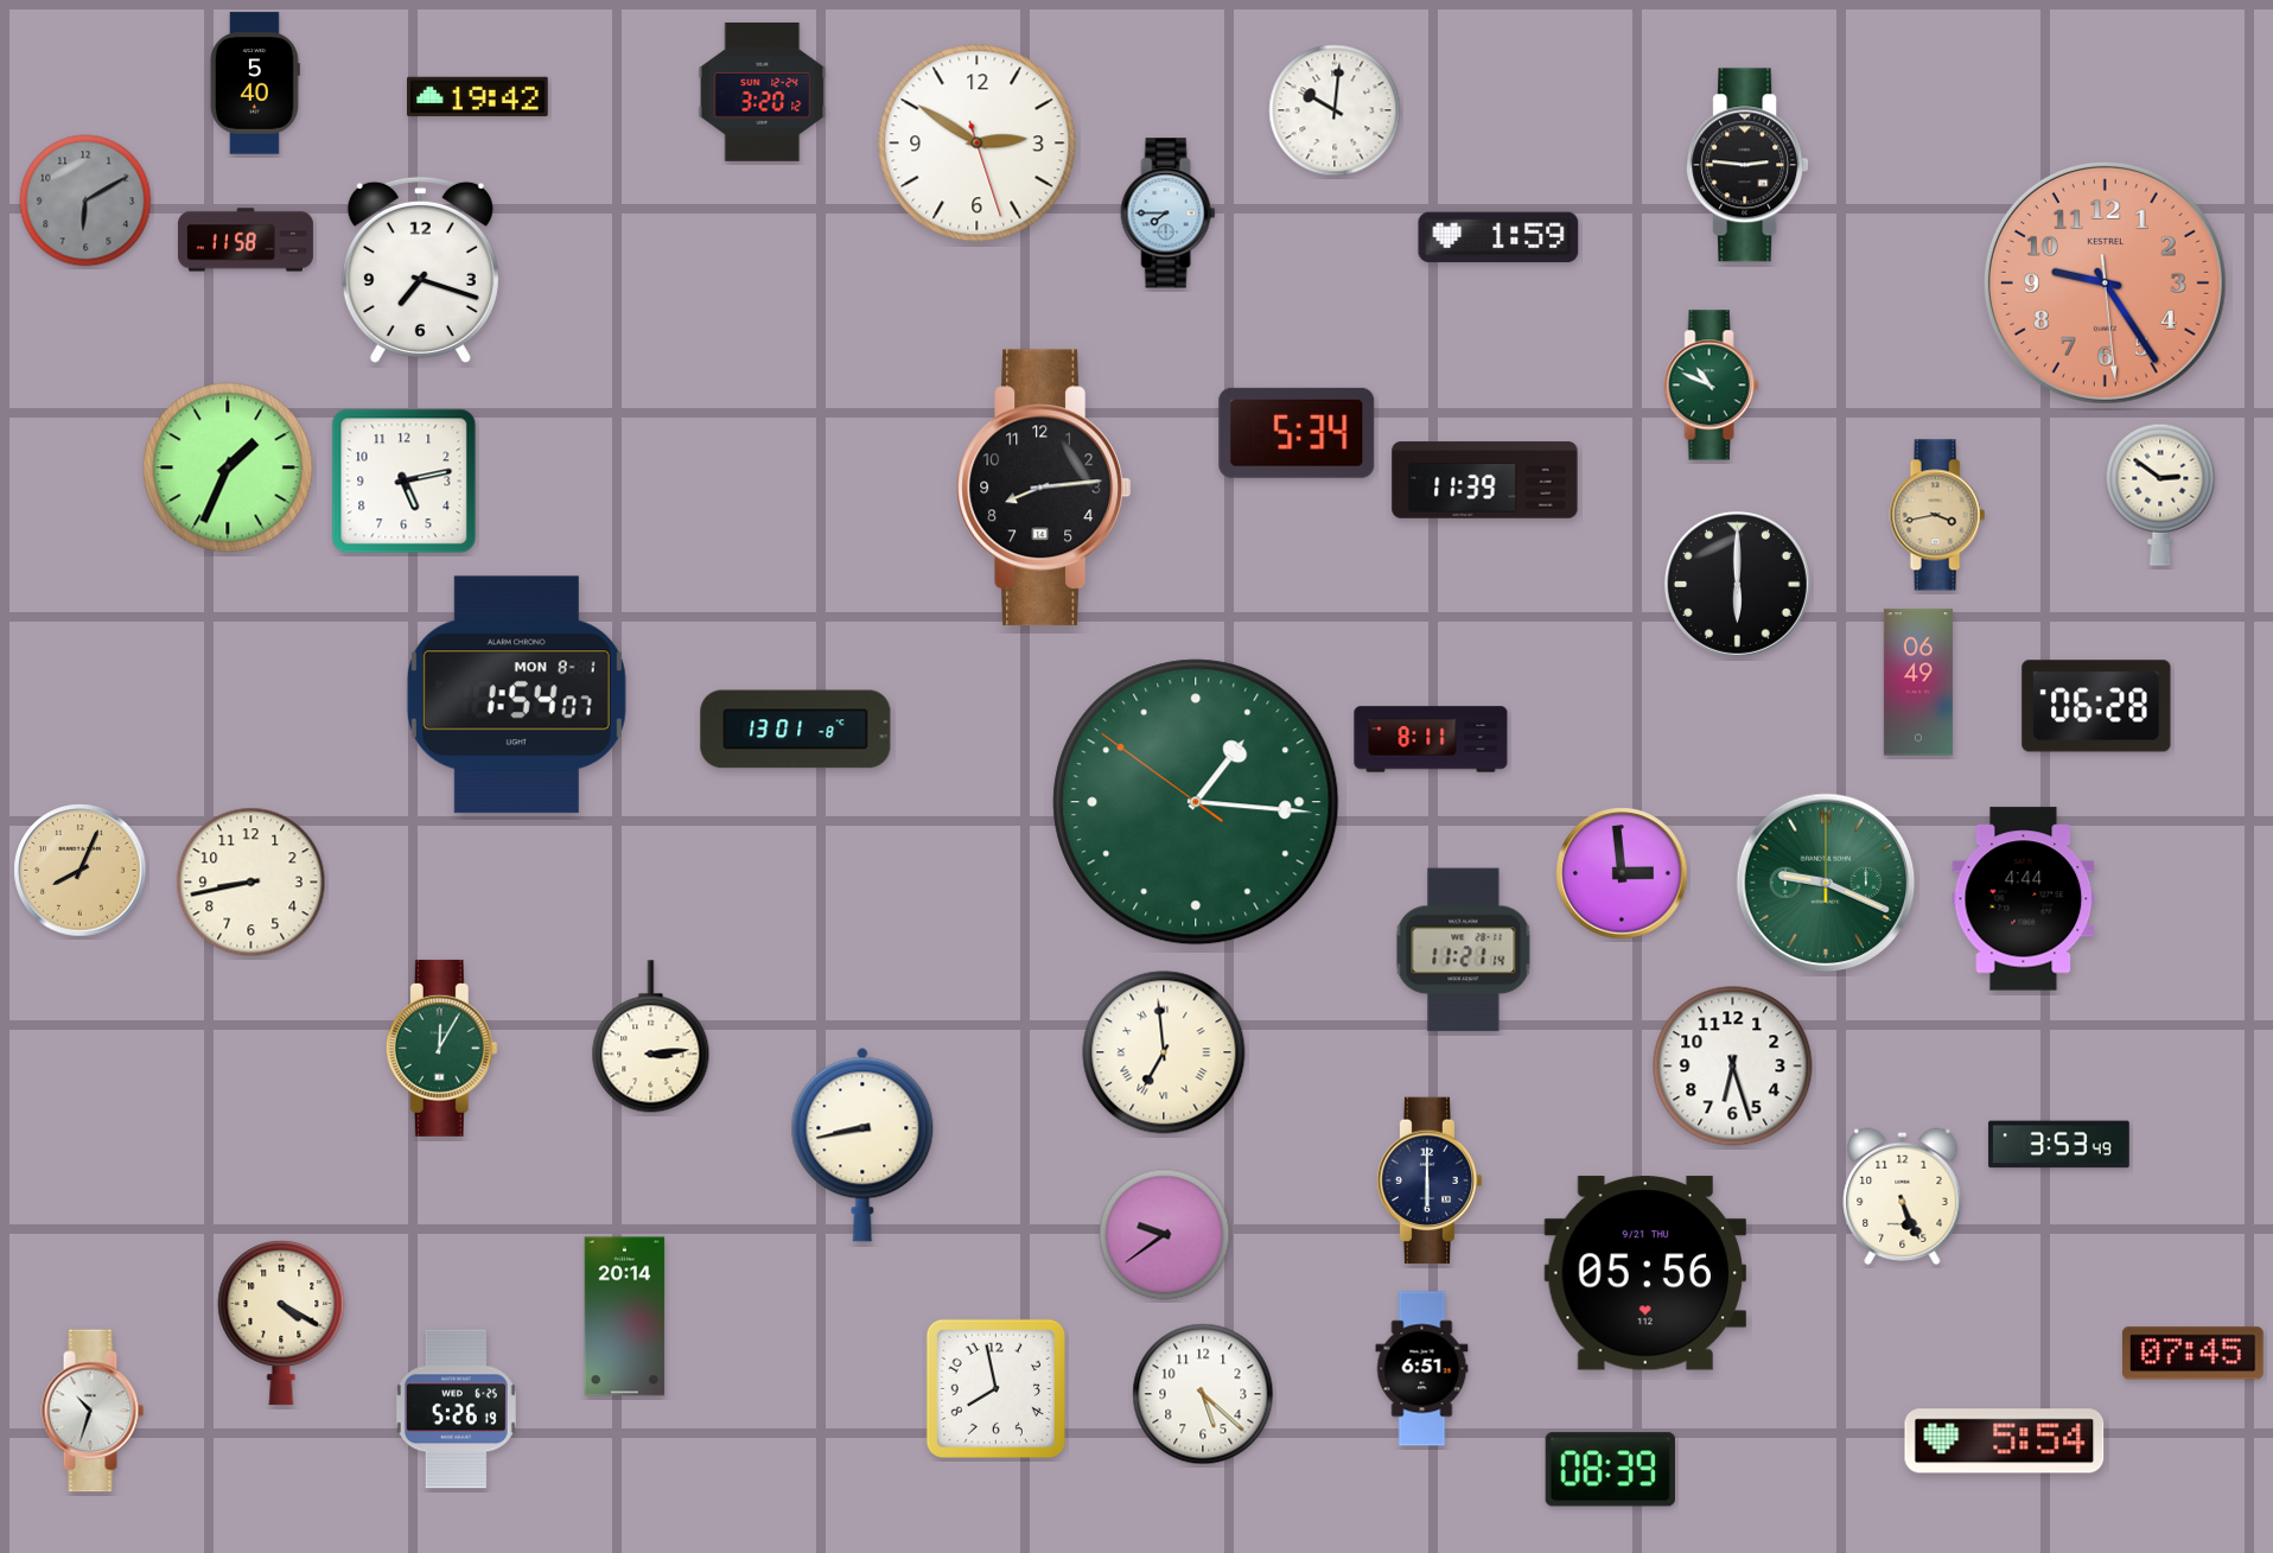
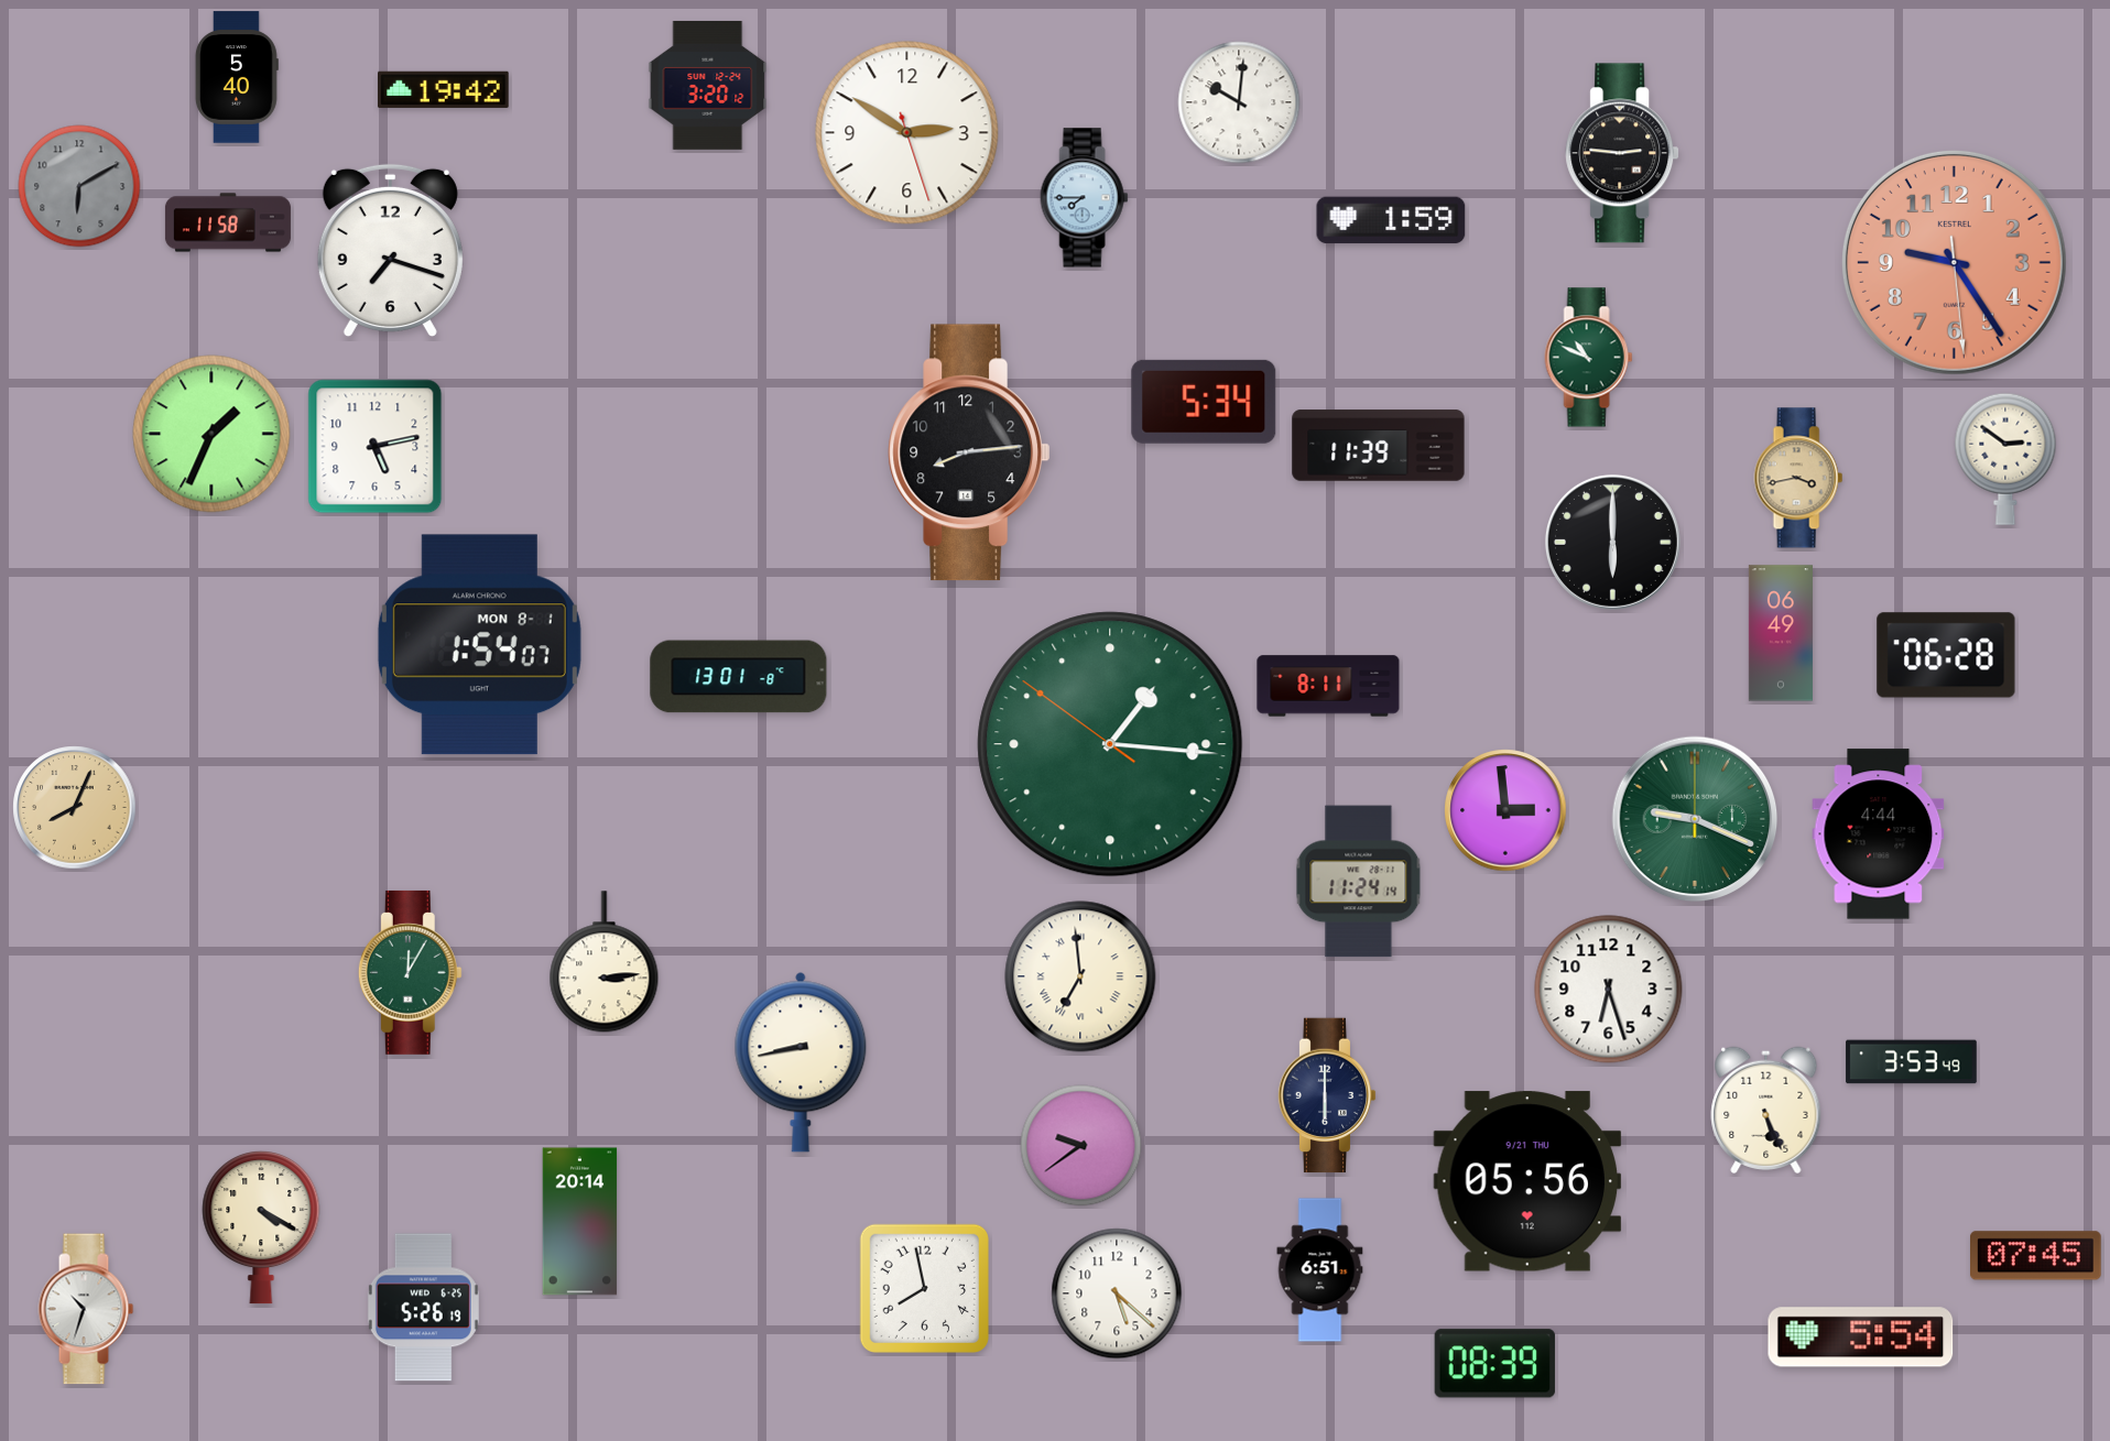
clock at (252, 883): 8:43 -> none
clock at (1464, 950): 11:21 -> 11:24
